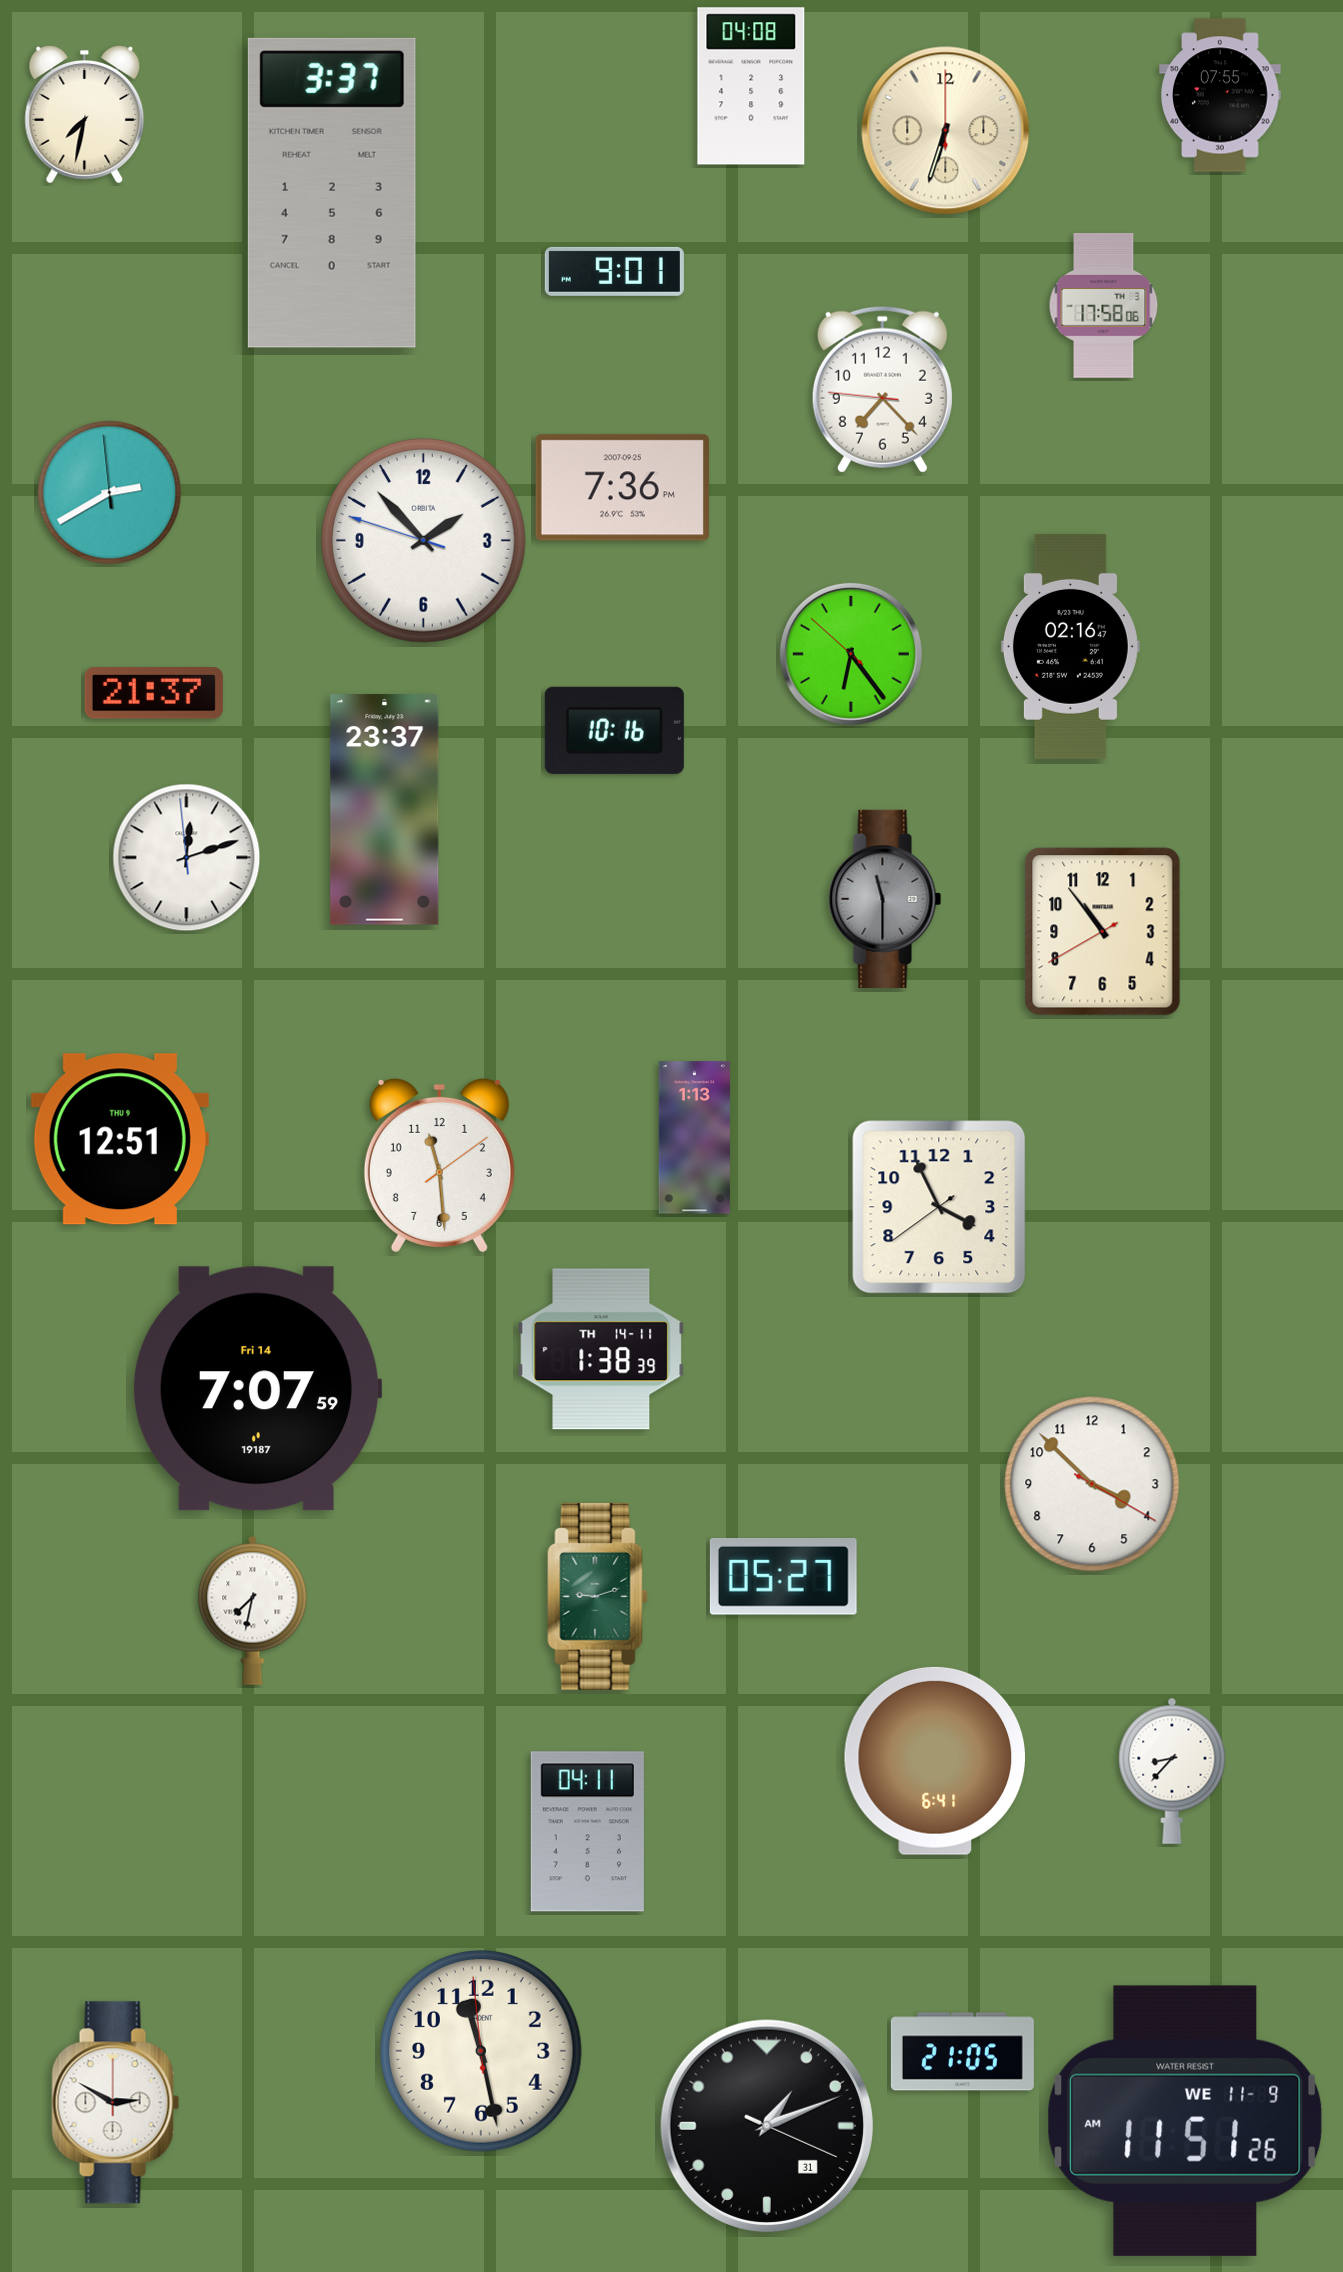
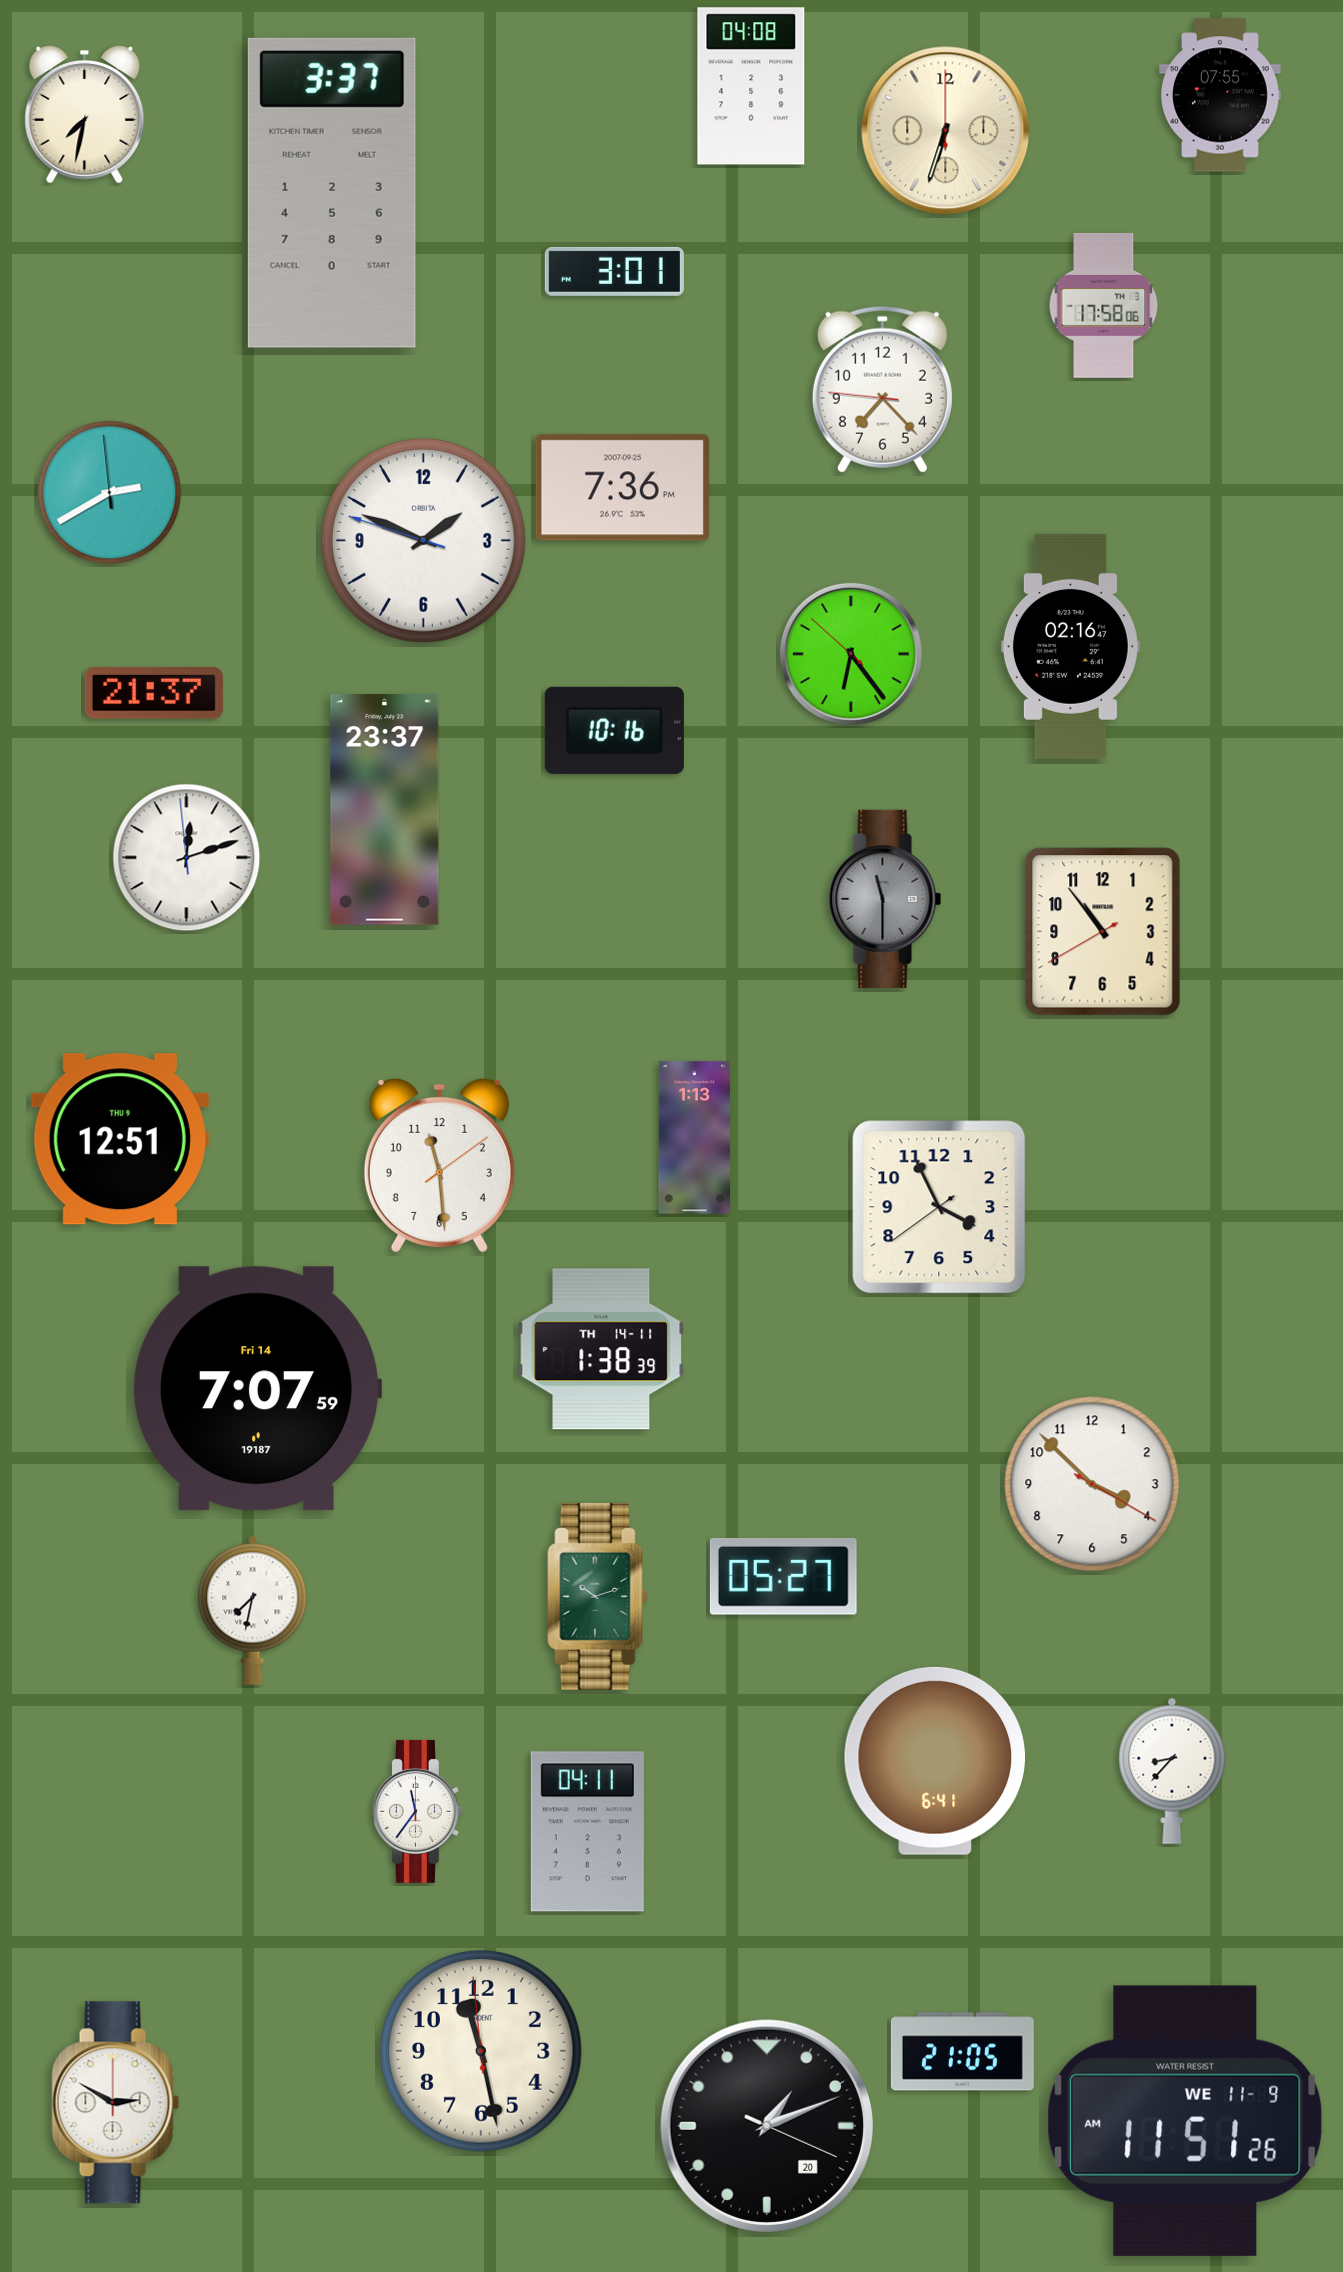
clock at (614, 271): 9:01 -> 3:01
clock at (424, 541): 1:52 -> 1:48
clock at (598, 1596): 9:12 -> 10:12
clock at (417, 1811): none -> 11:36
clock at (767, 2126) date: 31 -> 20
